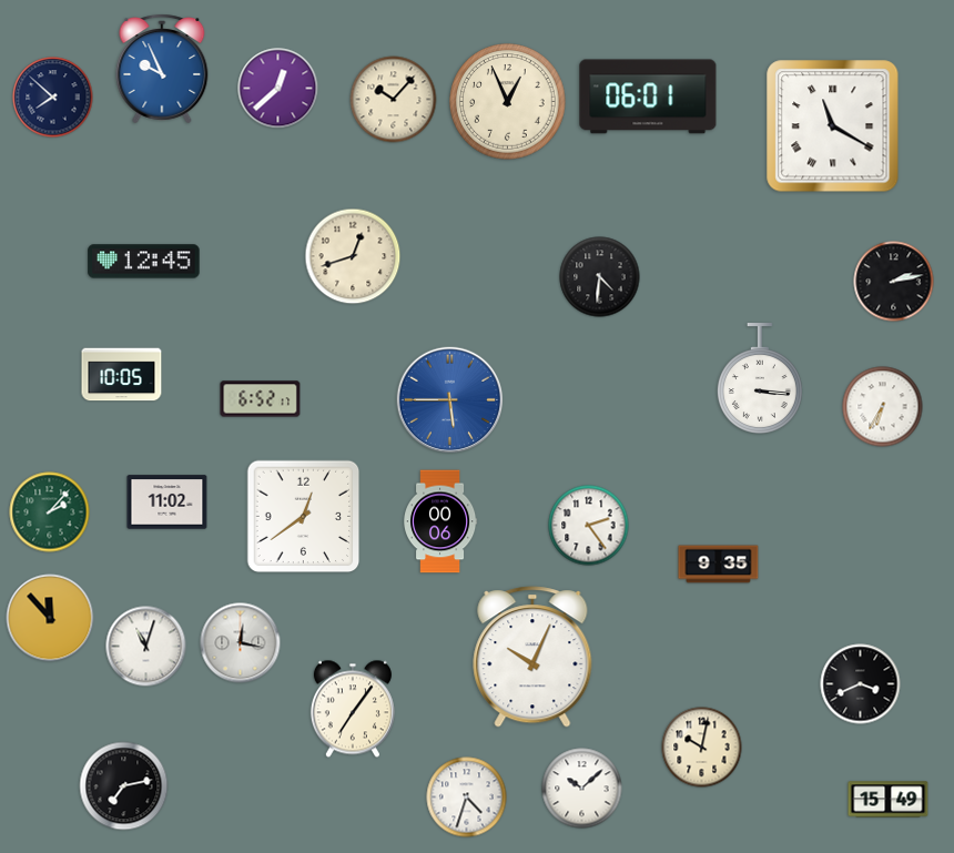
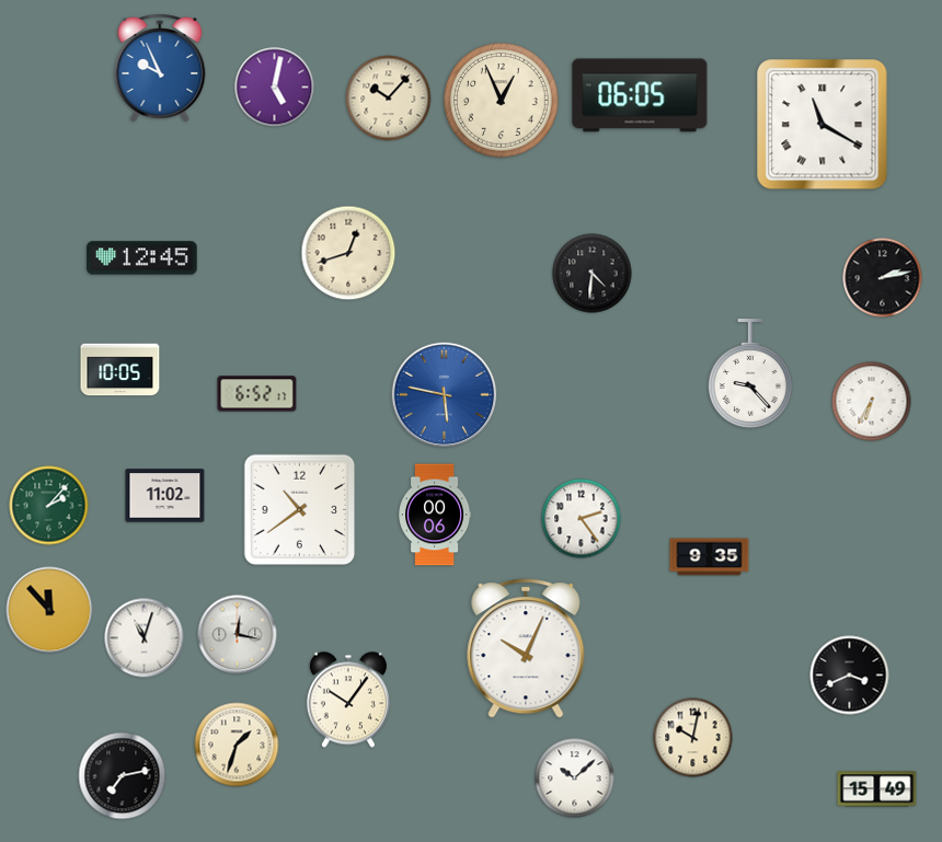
clock at (278, 89): 12:38 -> 5:02
clock at (648, 97): 06:01 -> 06:05
clock at (53, 98): 7:52 -> none
clock at (760, 378): 3:16 -> 9:23
clock at (450, 400): 5:45 -> 5:47
clock at (304, 517): 12:39 -> 10:39
clock at (353, 709): 7:06 -> 10:06
clock at (237, 745): none -> 1:33
clock at (467, 798): 4:33 -> none
